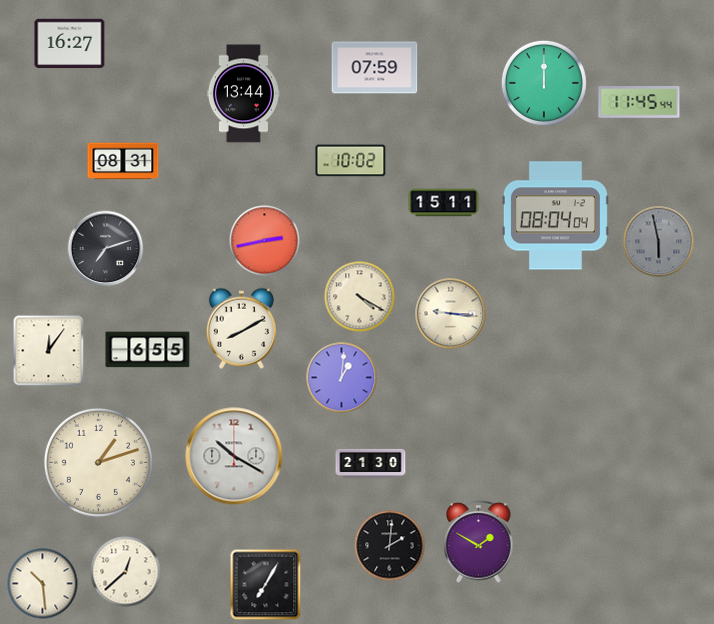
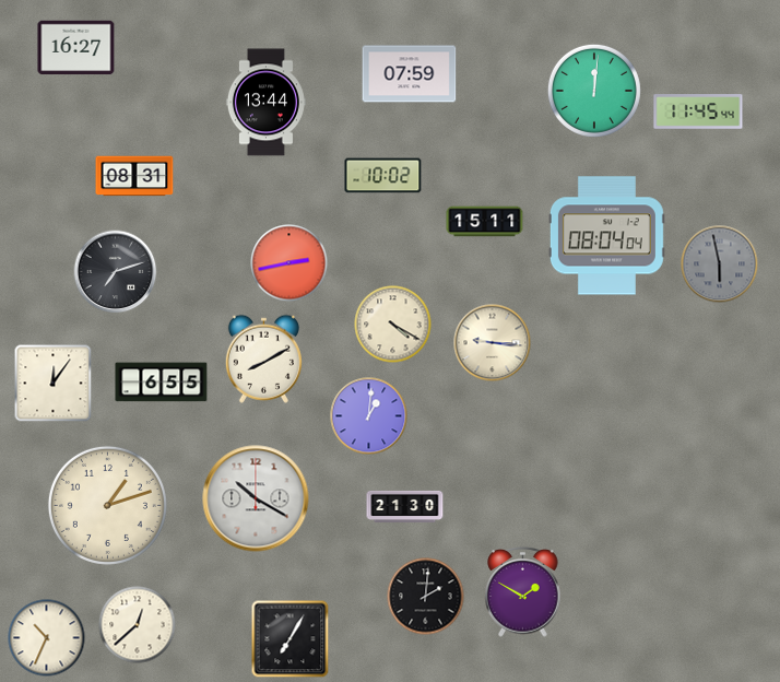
clock at (544, 83): 12:00 -> 12:01
clock at (342, 378) position: (342, 378) -> (369, 416)
clock at (43, 584): 10:29 -> 10:34
